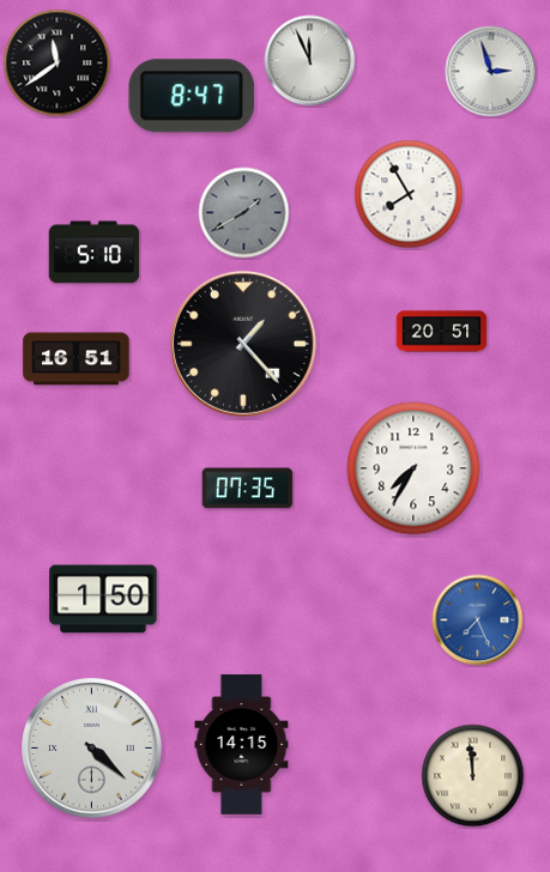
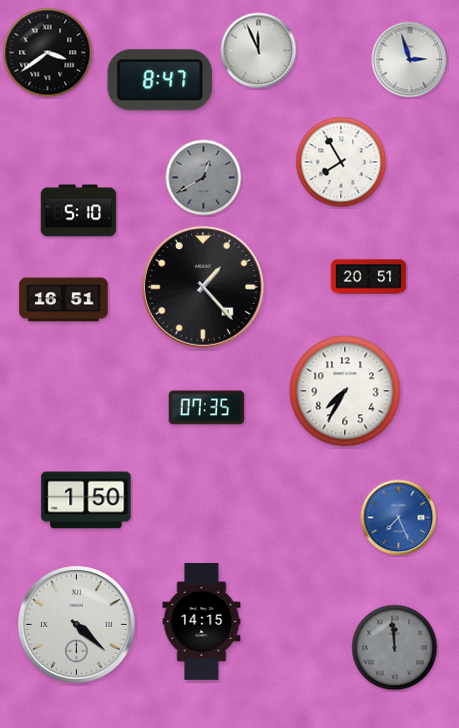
clock at (58, 63): 11:39 -> 3:39
clock at (244, 213): 1:40 -> 12:40
clock at (473, 776) dial: cream -> grey
